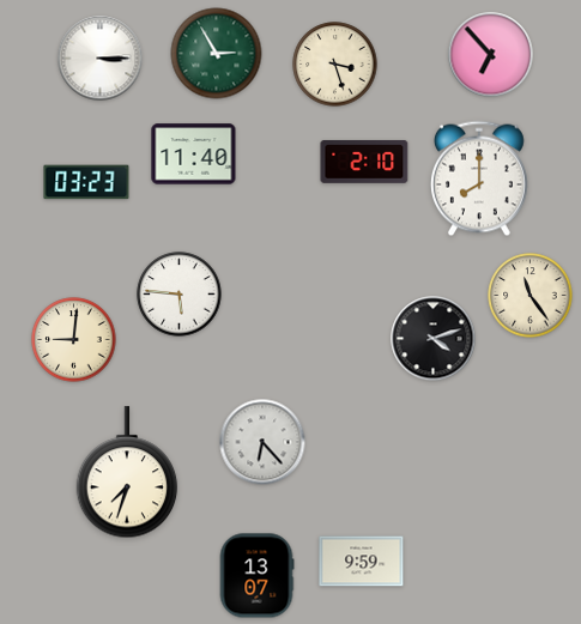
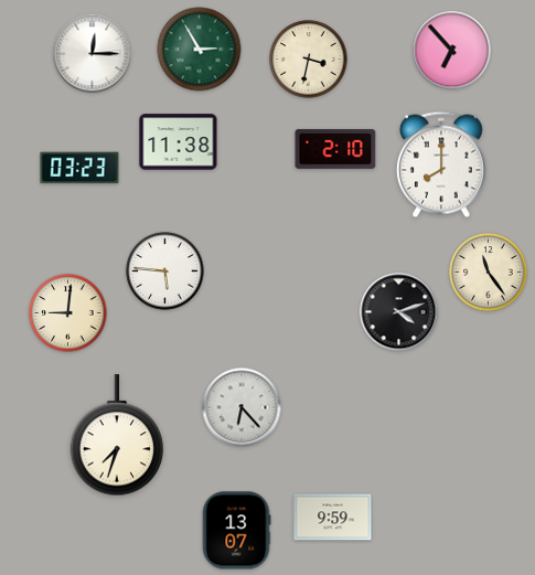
clock at (101, 59): 3:15 -> 12:15
clock at (335, 65): 3:27 -> 3:32
clock at (194, 155): 11:40 -> 11:38
